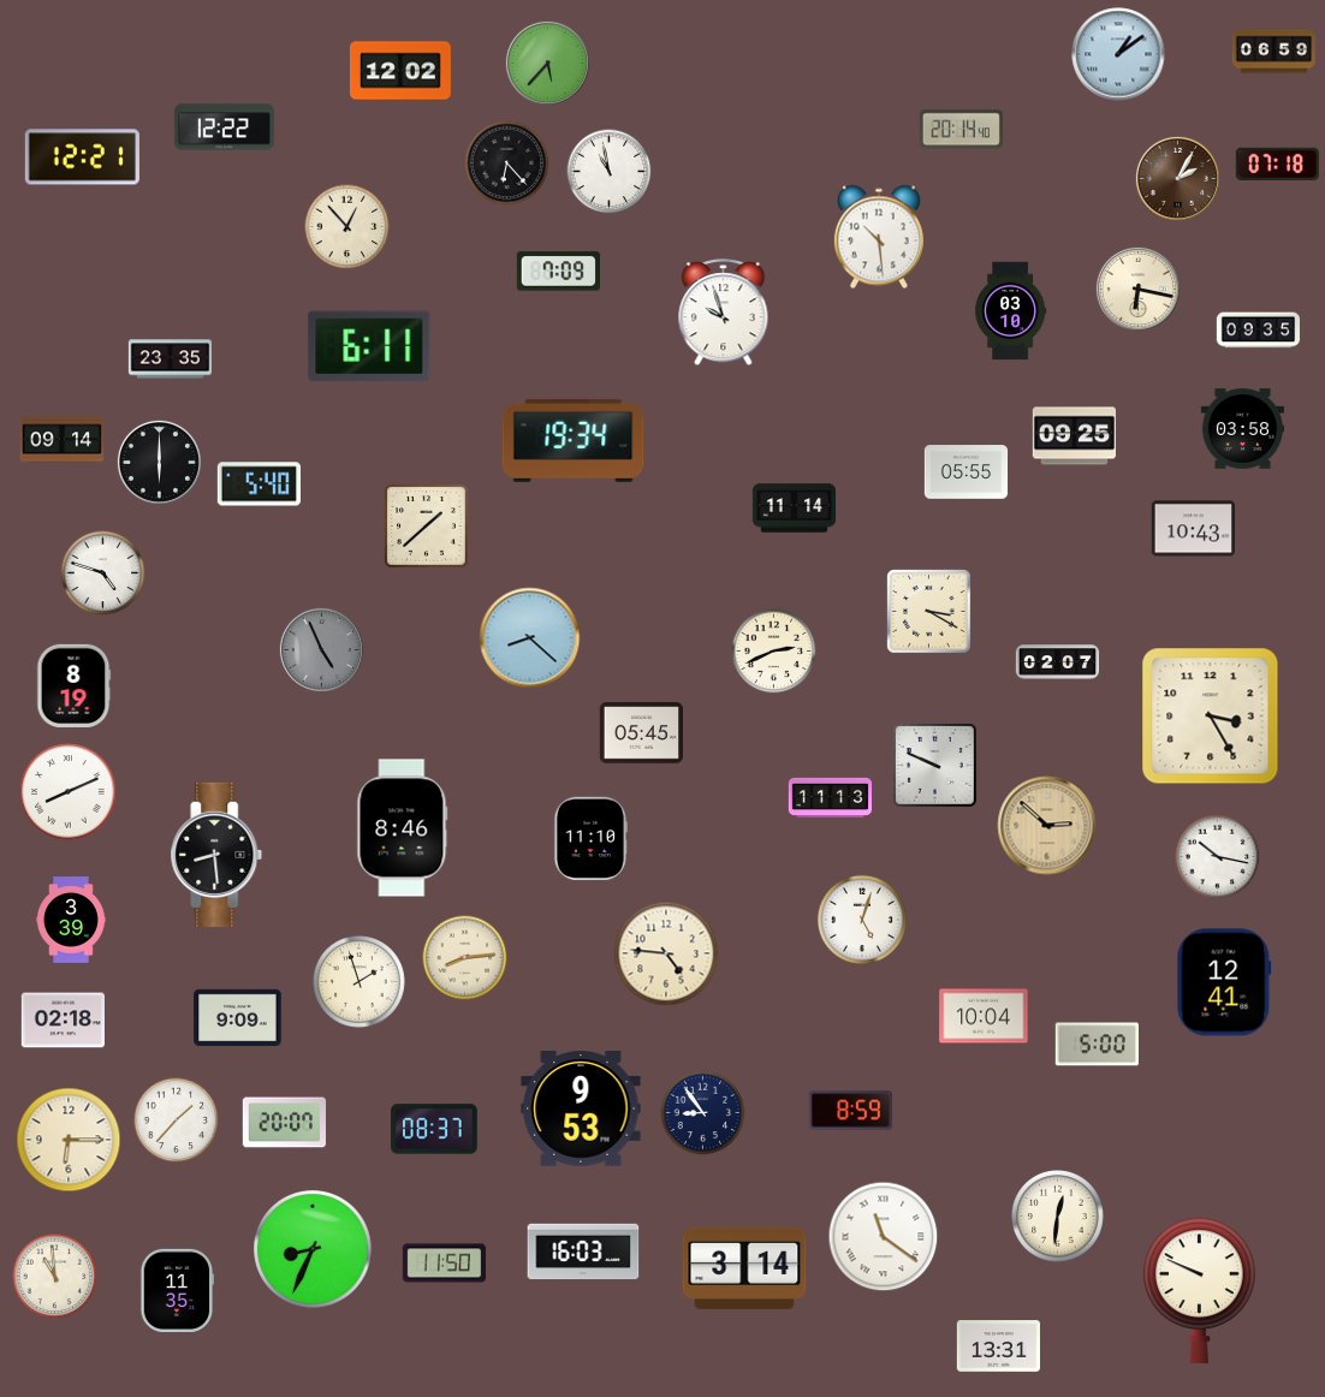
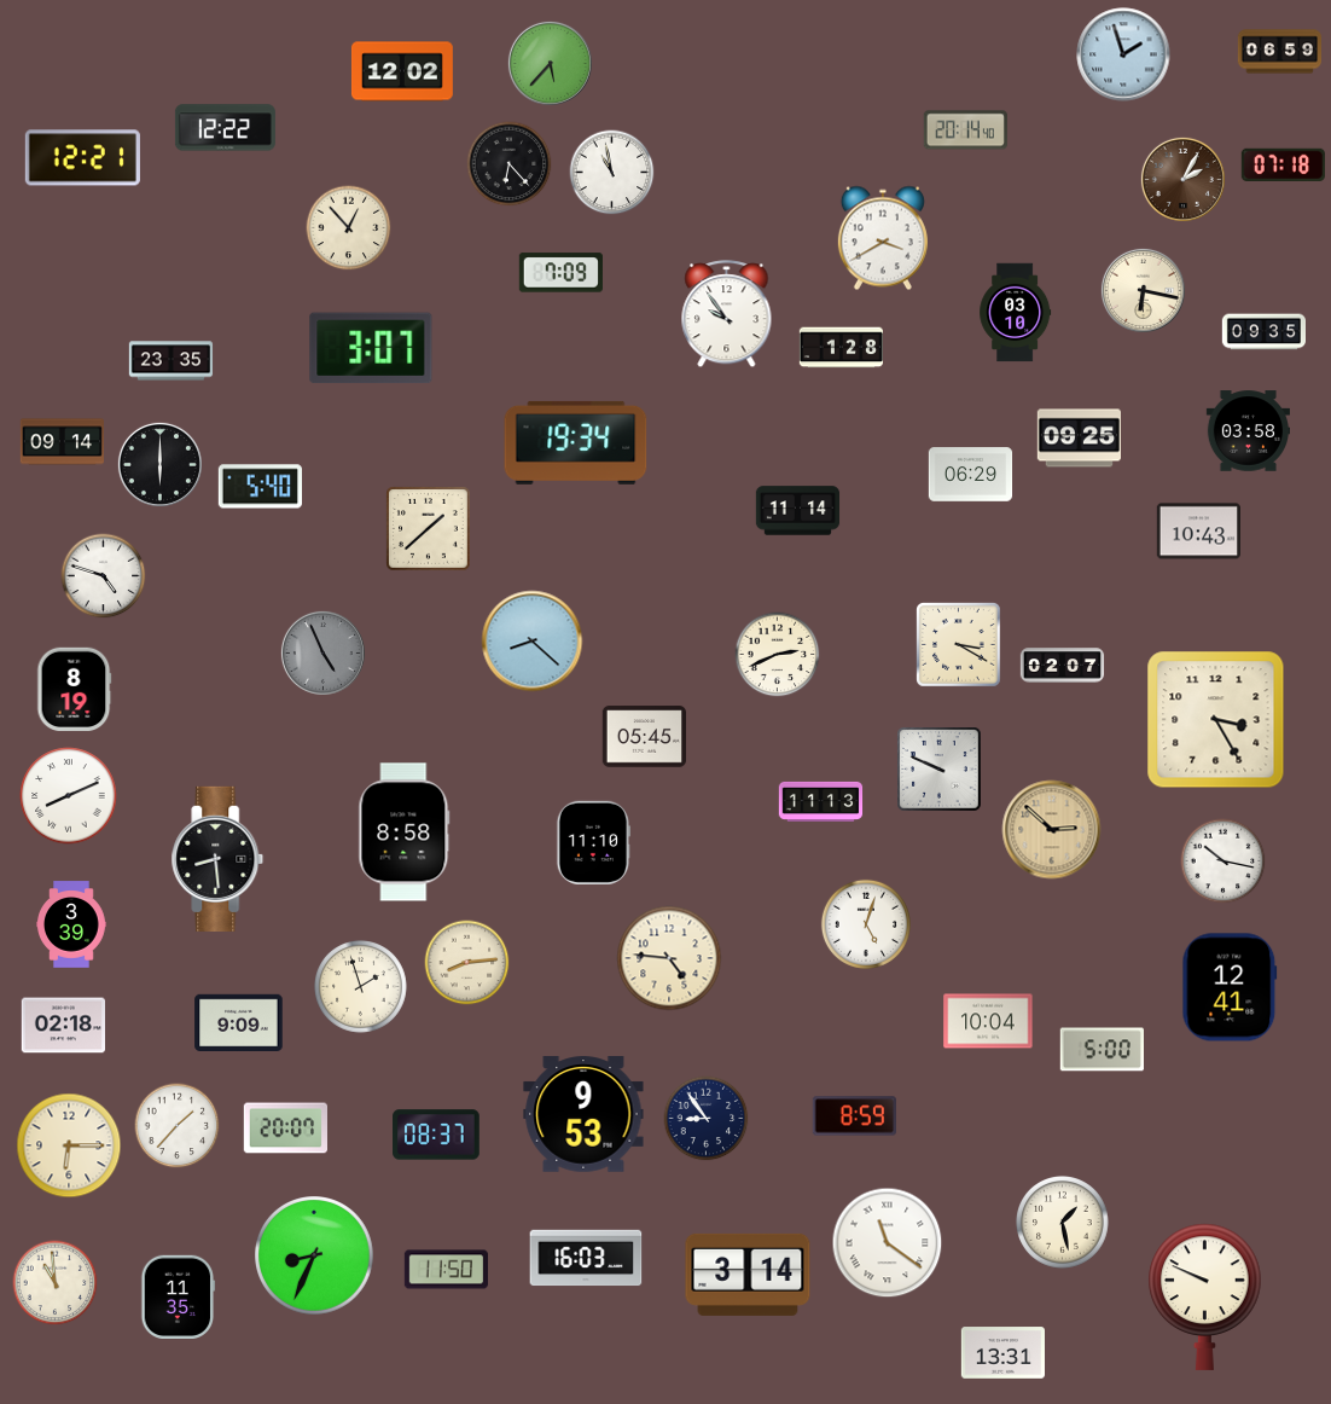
clock at (1118, 54): 1:09 -> 1:57
clock at (879, 237): 10:29 -> 3:40
clock at (724, 313): 9:57 -> 9:54
clock at (369, 346): 6:11 -> 3:07
clock at (842, 348): none -> 1:28
clock at (967, 472): 05:55 -> 06:29
clock at (929, 612) position: (929, 612) -> (959, 645)
clock at (831, 797) position: (831, 797) -> (821, 801)
clock at (403, 828): 8:46 -> 8:58
clock at (1058, 1217): 12:31 -> 1:28
